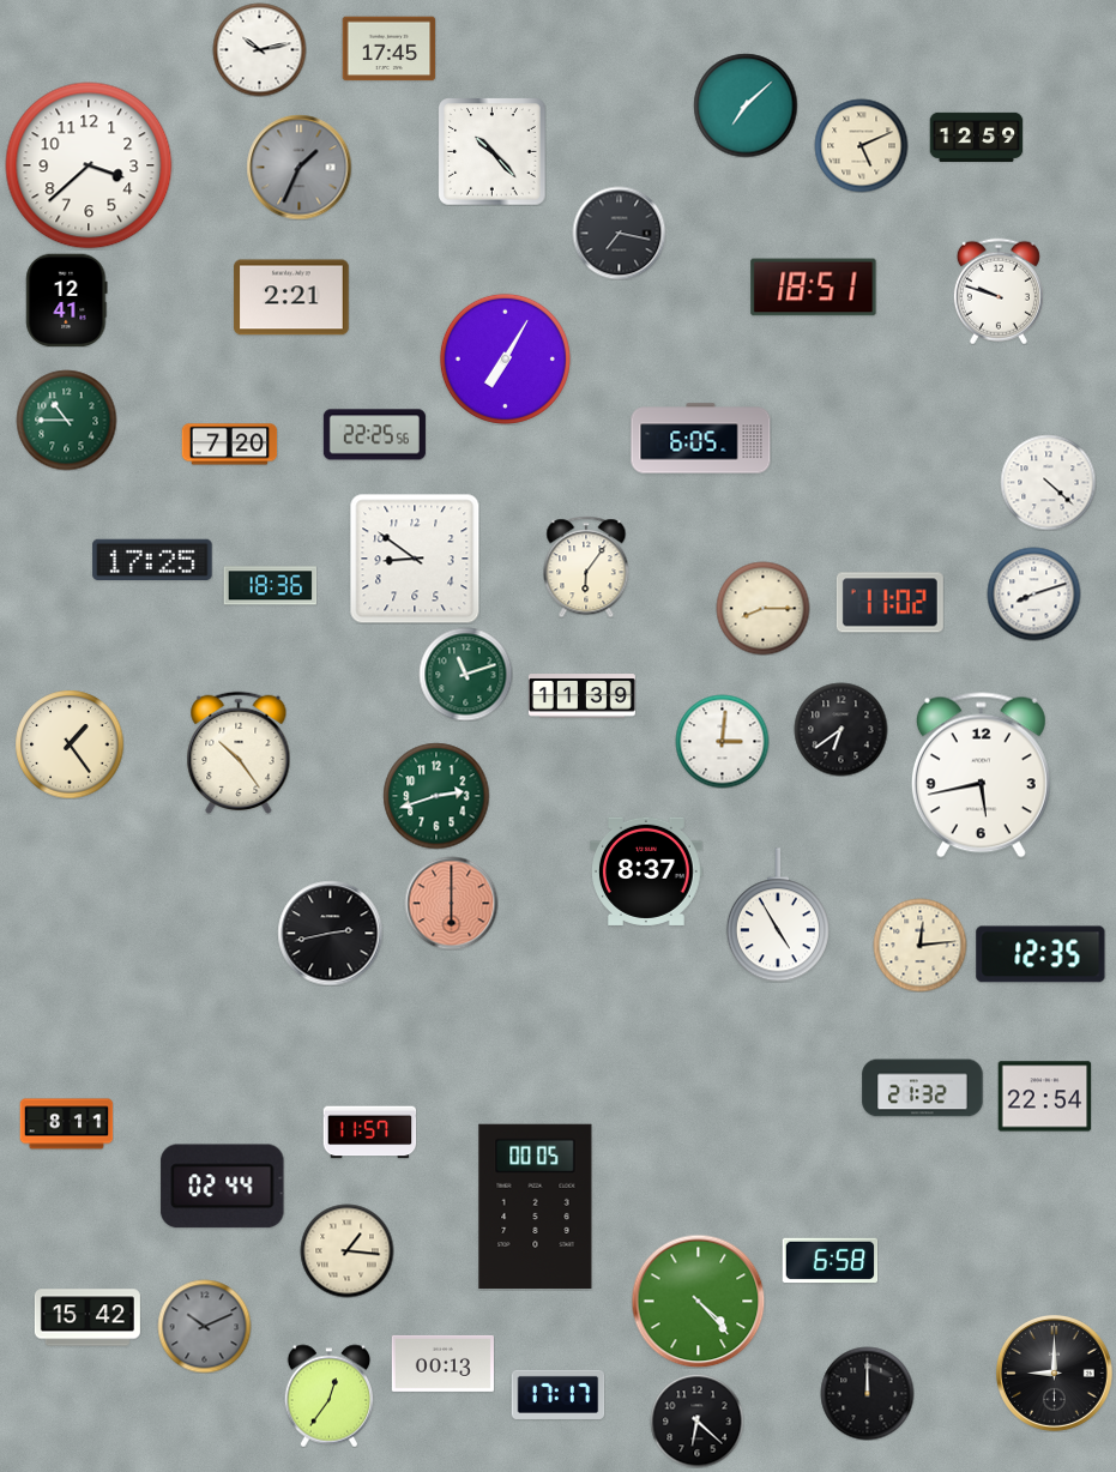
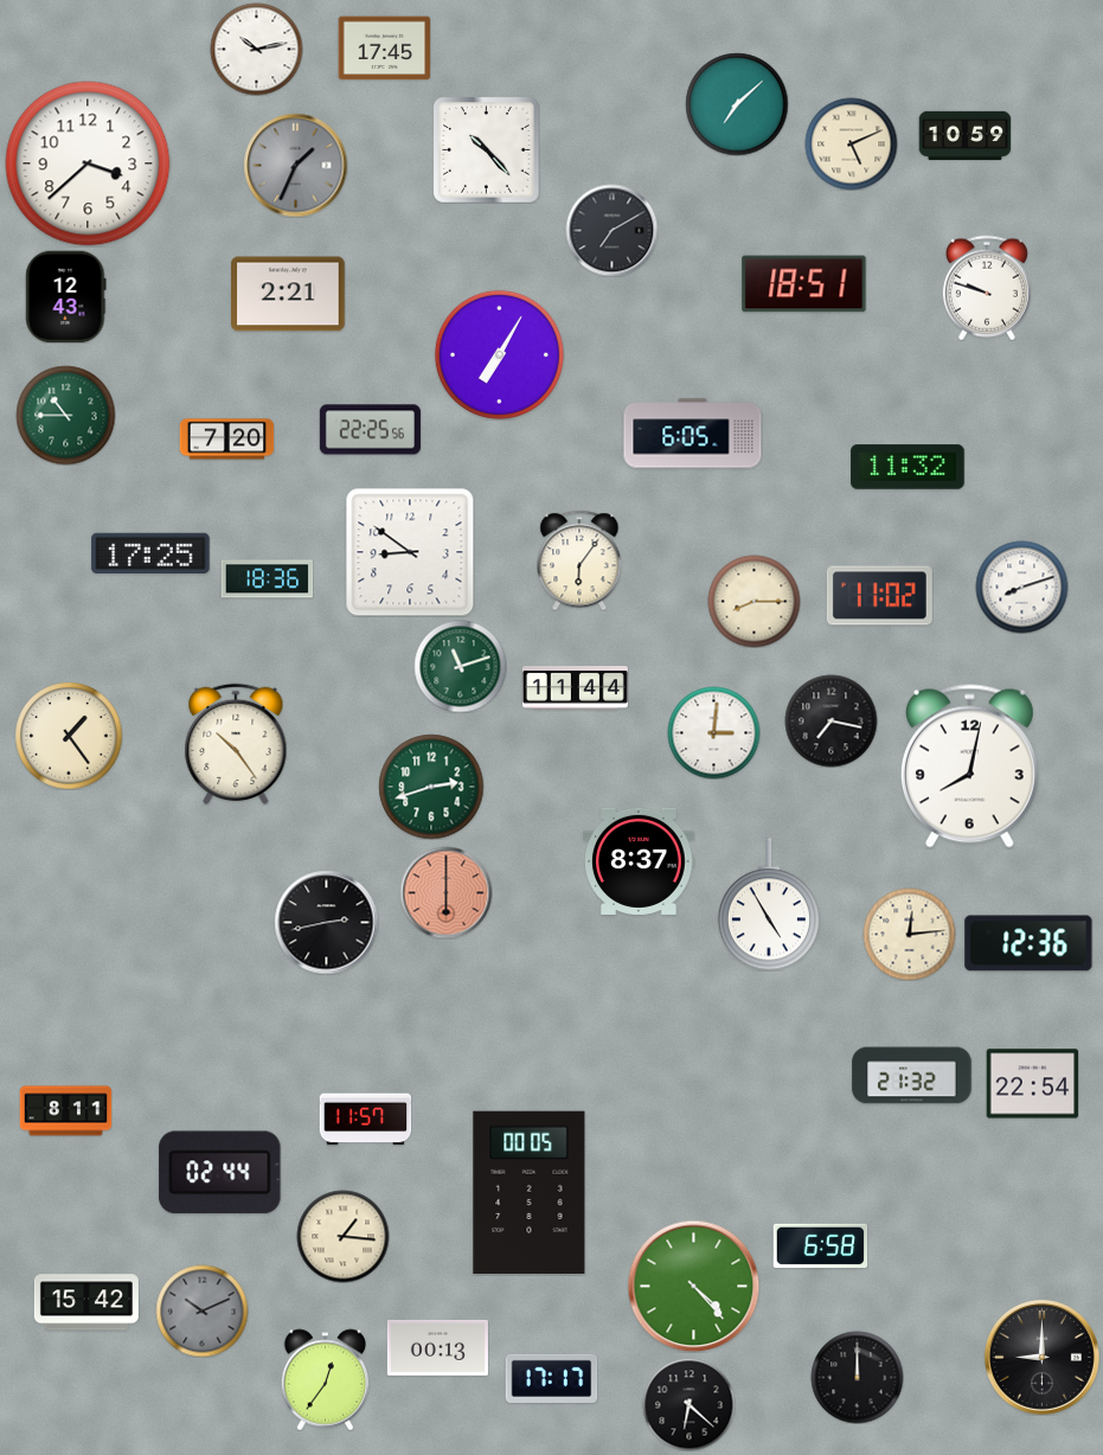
clock at (976, 137): 12:59 -> 10:59
clock at (619, 233): 7:17 -> 7:10
clock at (67, 300): 12:41 -> 12:43
clock at (908, 467): none -> 11:32
clock at (1048, 482): 4:22 -> none
clock at (581, 696): 11:39 -> 11:44
clock at (840, 729): 6:39 -> 7:17
clock at (981, 776): 5:43 -> 8:02
clock at (1040, 954): 12:35 -> 12:36
clock at (698, 1301) position: (698, 1301) -> (693, 1286)
